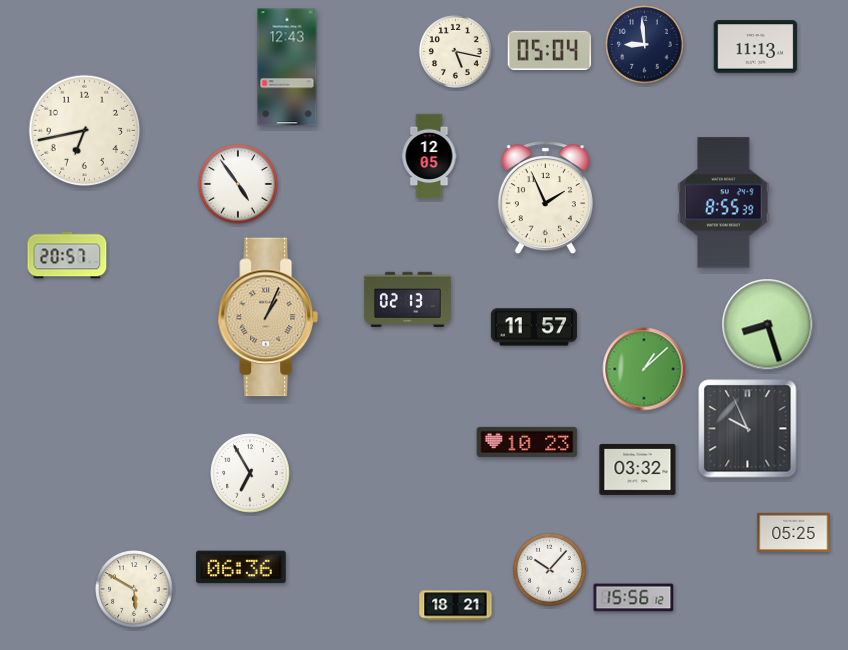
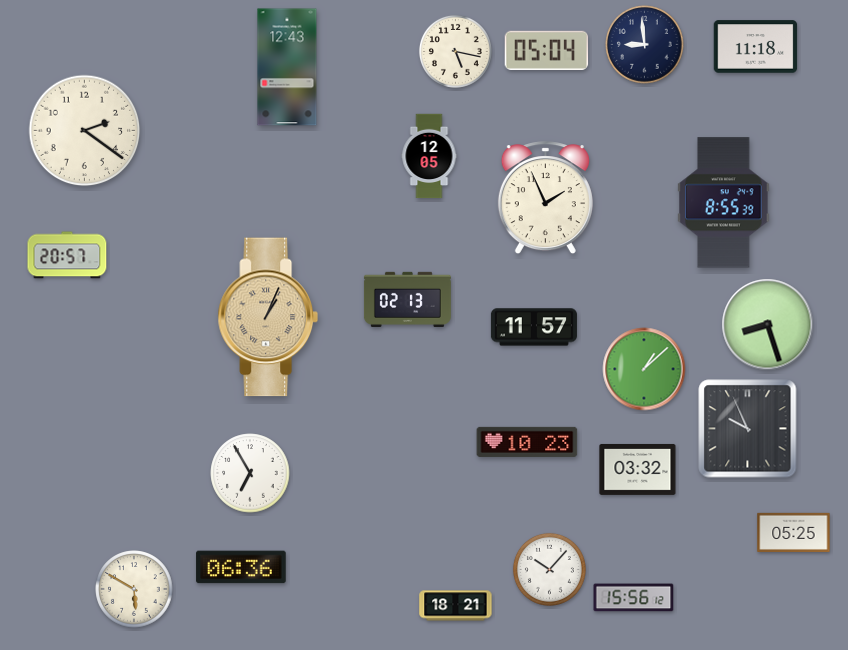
clock at (756, 47): 11:13 -> 11:18
clock at (550, 50) position: (550, 50) -> (547, 50)
clock at (85, 131): 6:43 -> 2:21
clock at (238, 184): 4:54 -> none
